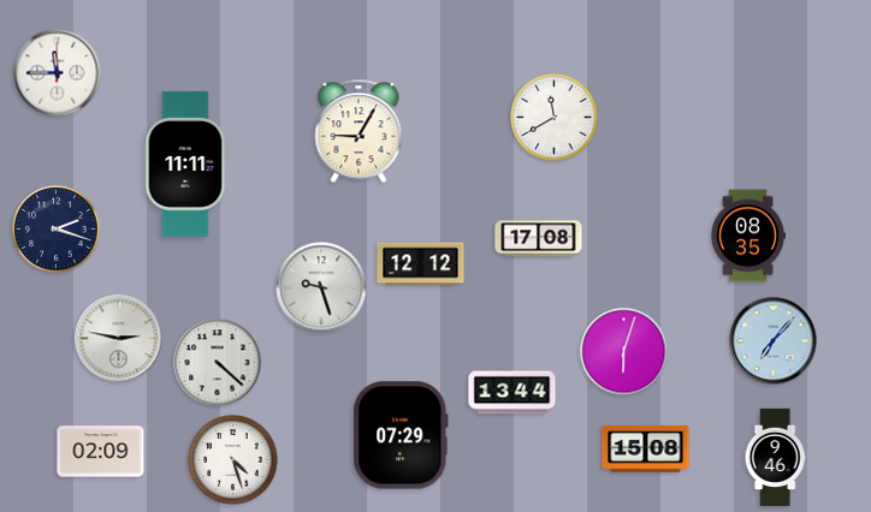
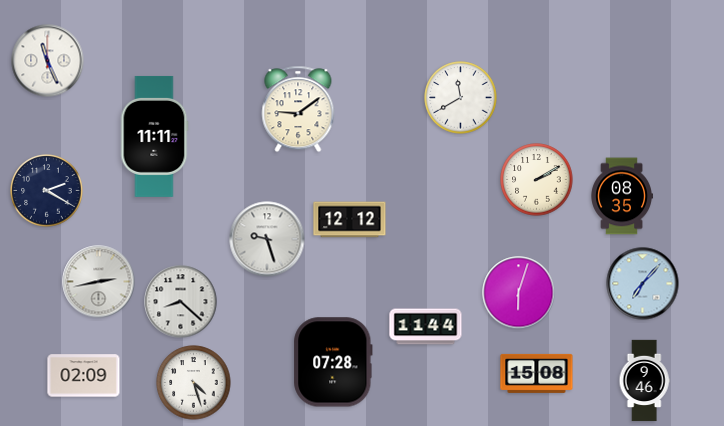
clock at (58, 73): 11:45 -> 11:26
clock at (359, 131): 9:05 -> 9:09
clock at (537, 180): none -> 2:10
clock at (57, 230): 2:18 -> 2:20
clock at (539, 239): 17:08 -> none
clock at (119, 339): 2:47 -> 2:43
clock at (218, 363): 4:22 -> 8:22
clock at (512, 393): 13:44 -> 11:44
clock at (401, 435): 07:29 -> 07:28
